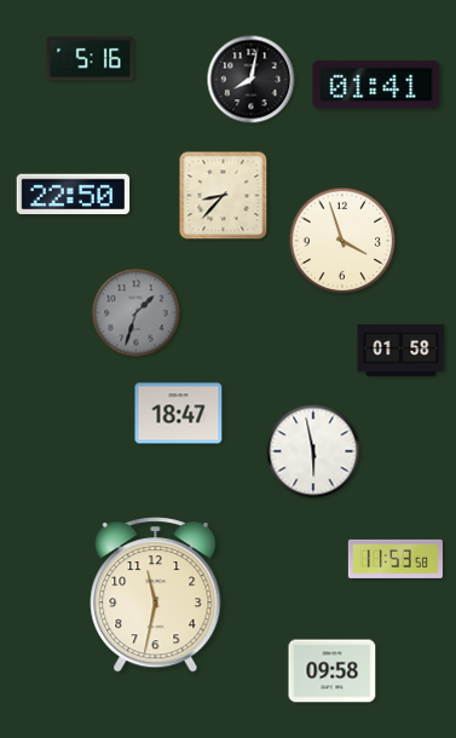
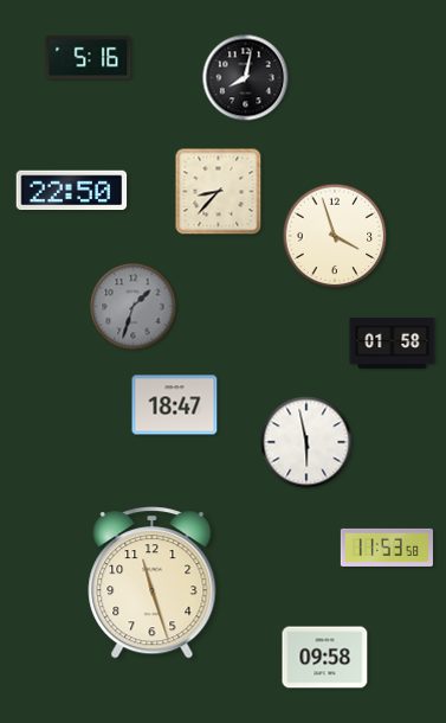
clock at (376, 85): 01:41 -> none
clock at (156, 595): 11:32 -> 11:27
